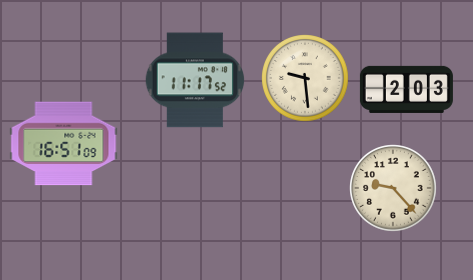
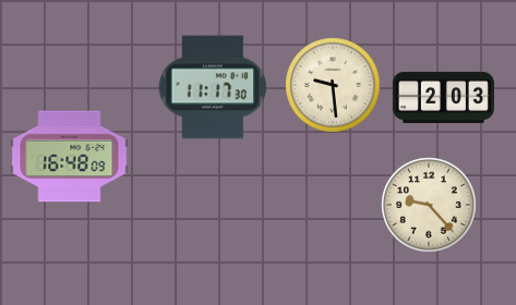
clock at (195, 80): 11:17:52 -> 11:17:30
clock at (64, 144): 16:51 -> 16:48
